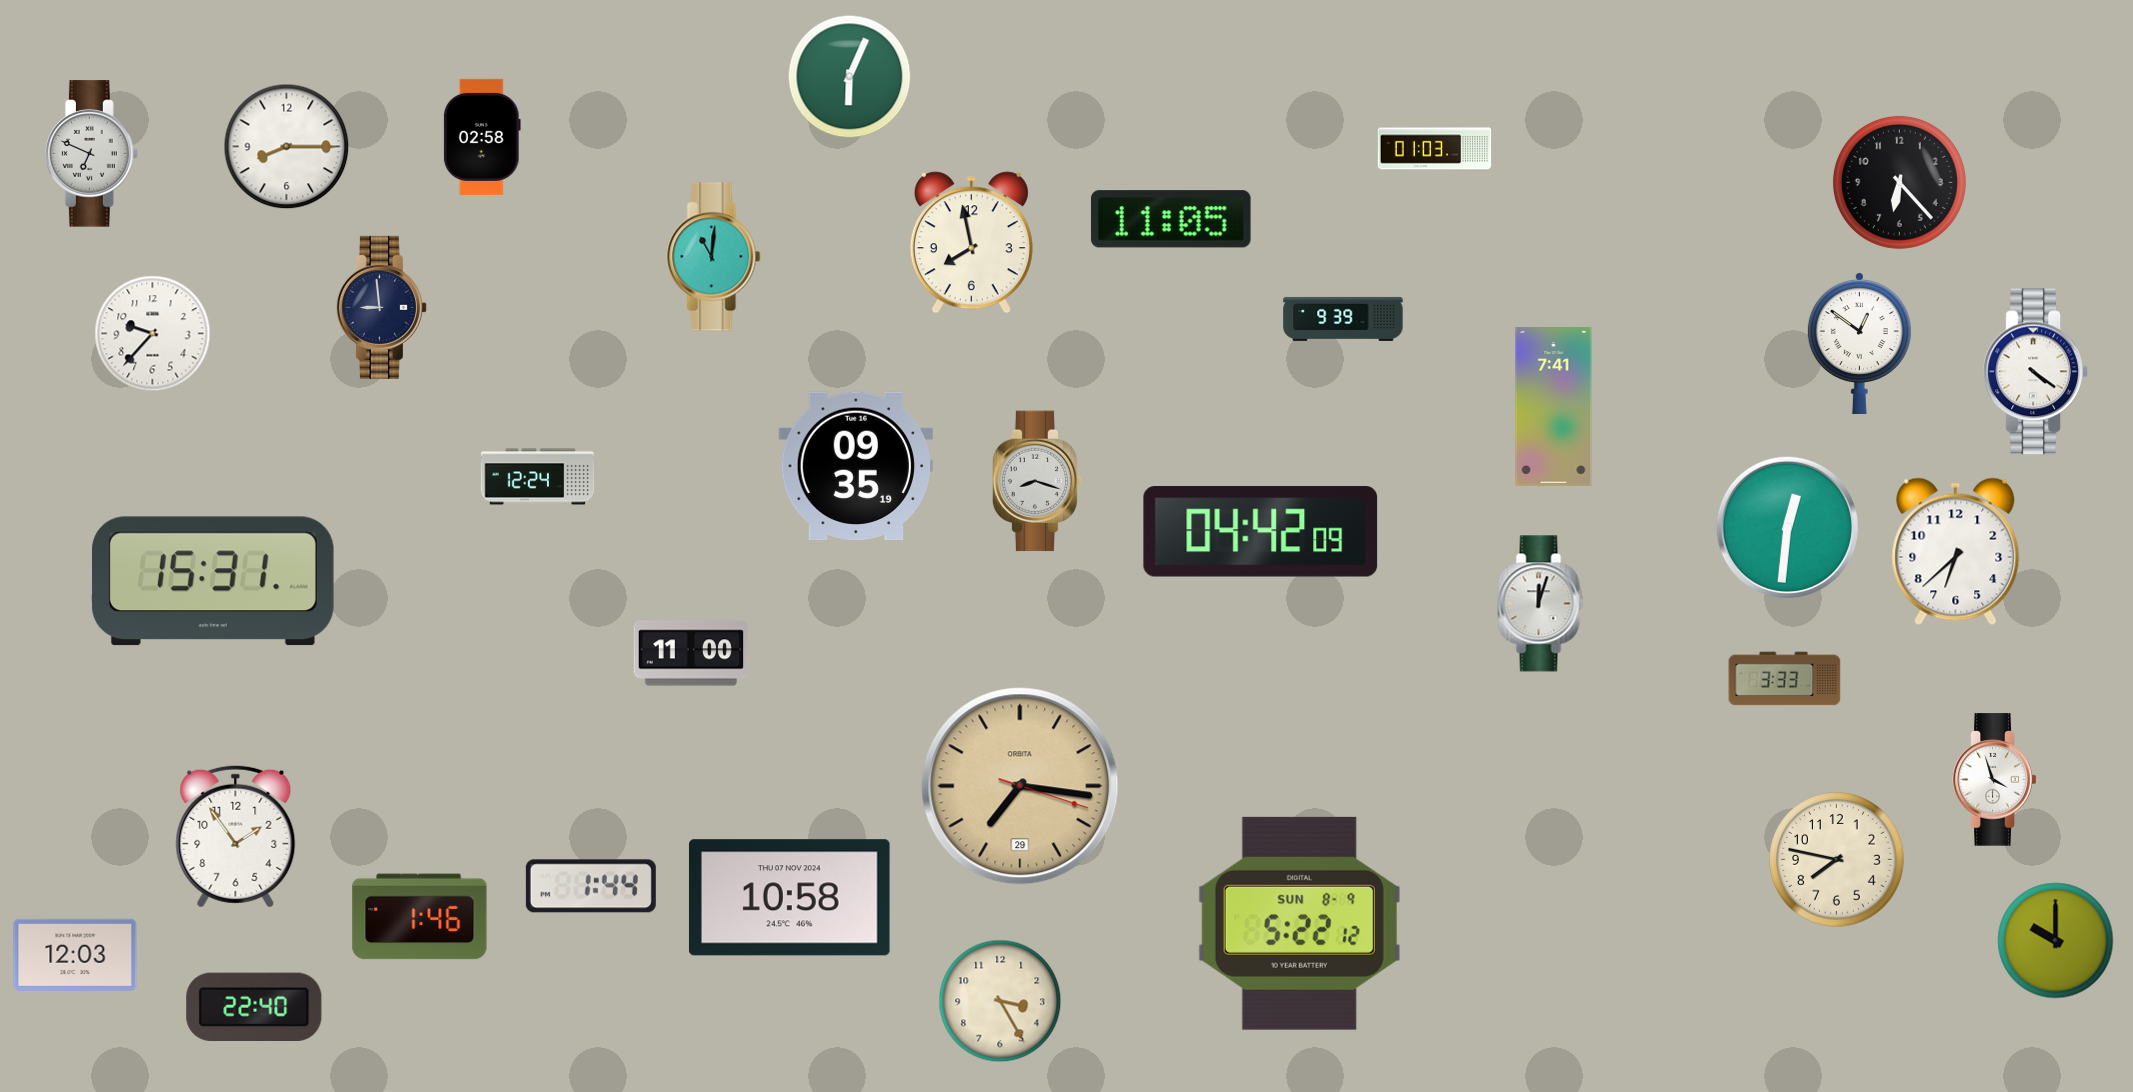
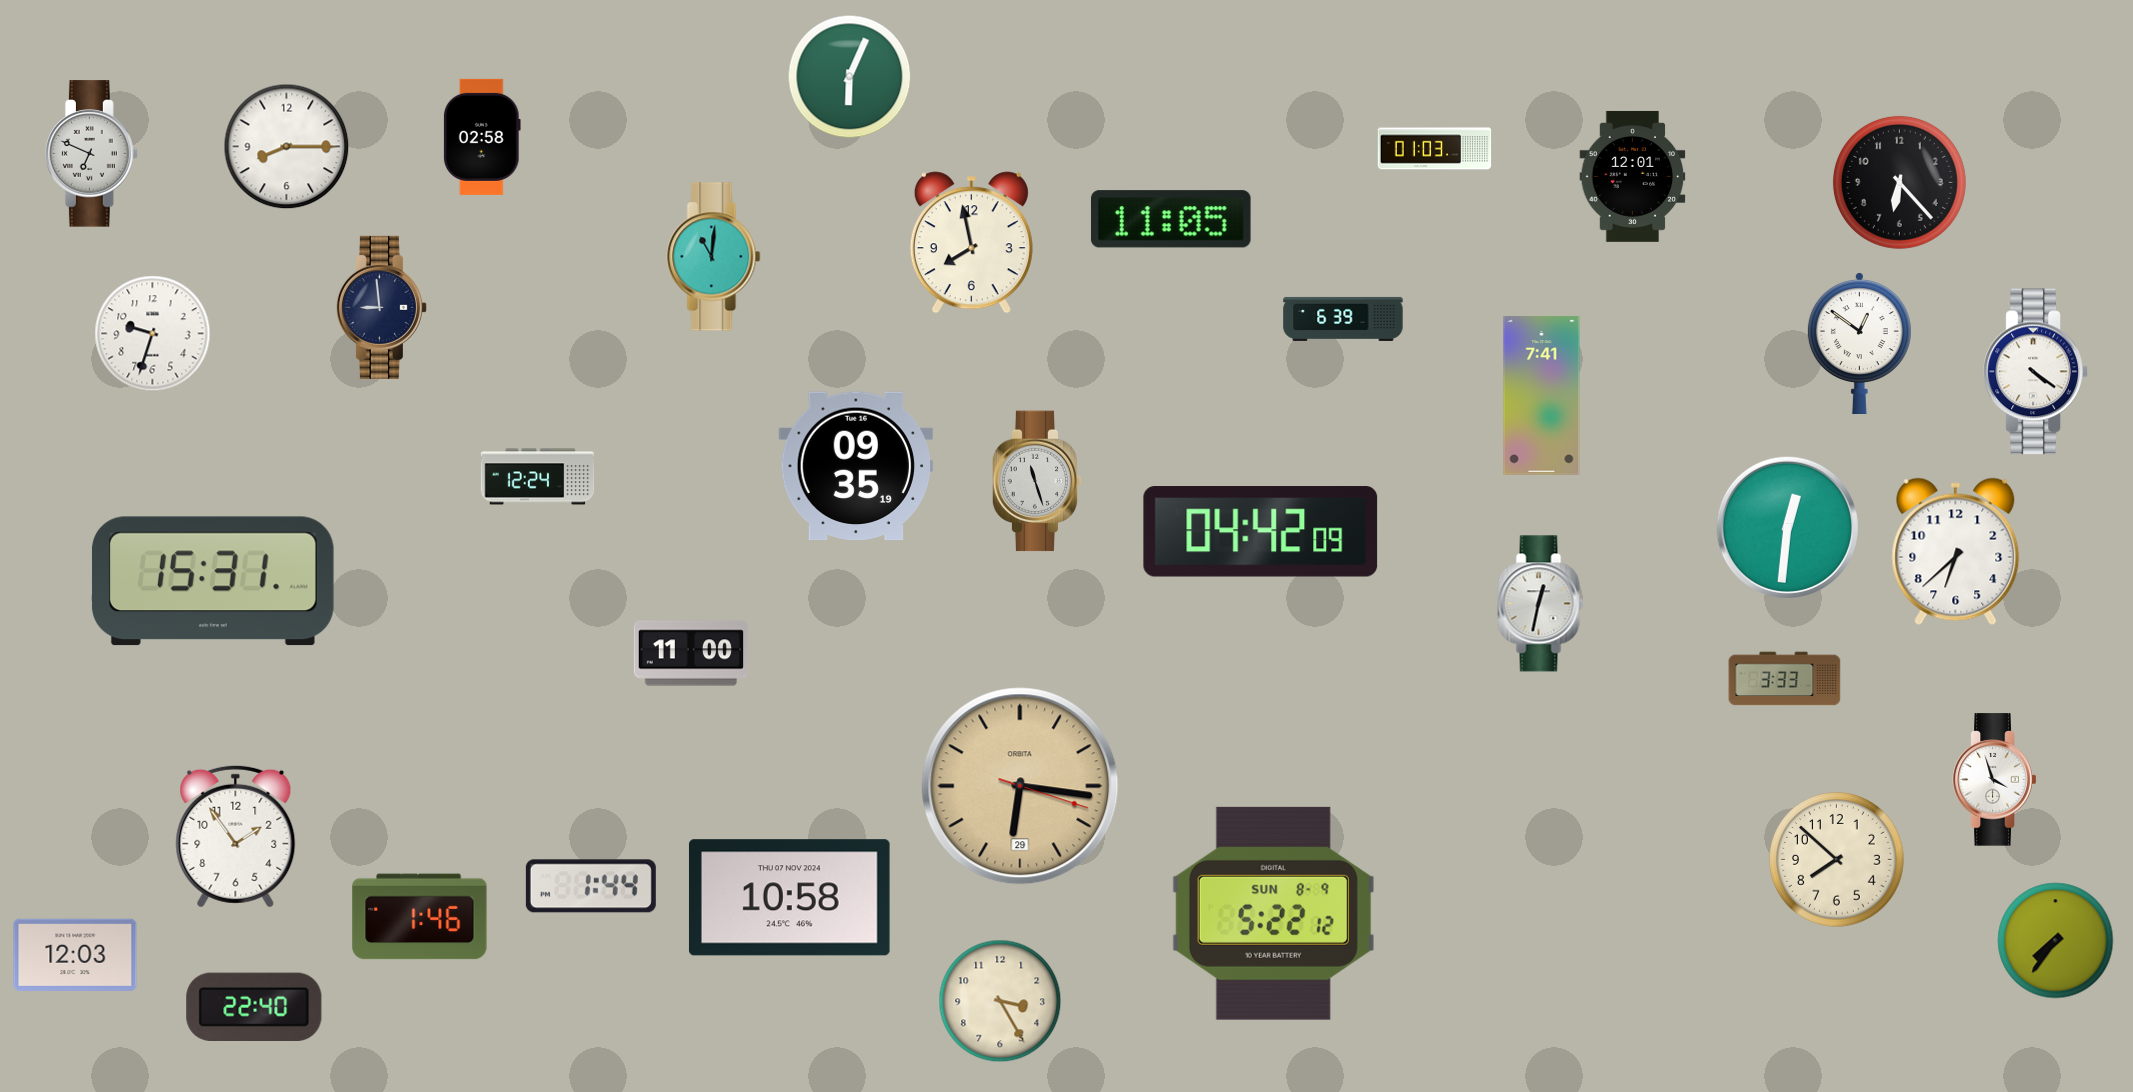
clock at (1633, 176): none -> 12:01
clock at (1343, 319): 9:39 -> 6:39
clock at (153, 334): 9:37 -> 9:33
clock at (1554, 407) position: (1554, 407) -> (1542, 396)
clock at (1037, 481): 8:18 -> 11:27
clock at (1541, 604): 12:03 -> 12:32
clock at (1020, 786): 7:16 -> 6:16
clock at (1837, 860): 7:47 -> 7:52
clock at (1299, 923) position: (1299, 923) -> (1273, 913)
clock at (2056, 941): 10:00 -> 7:36
